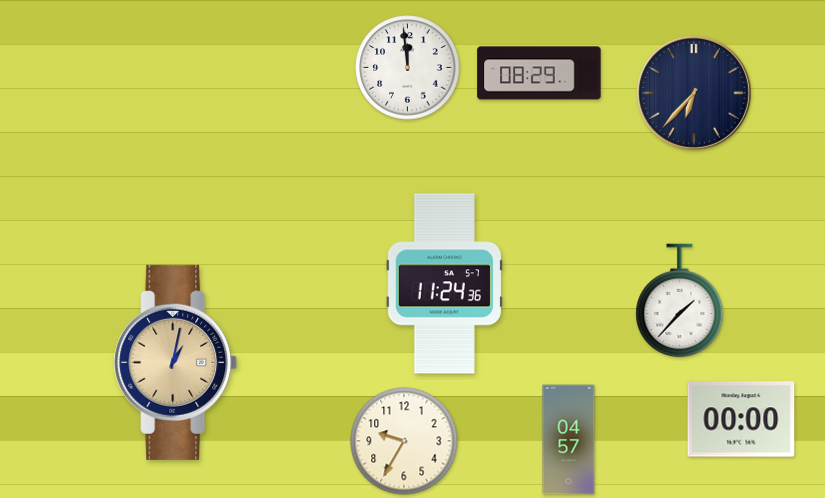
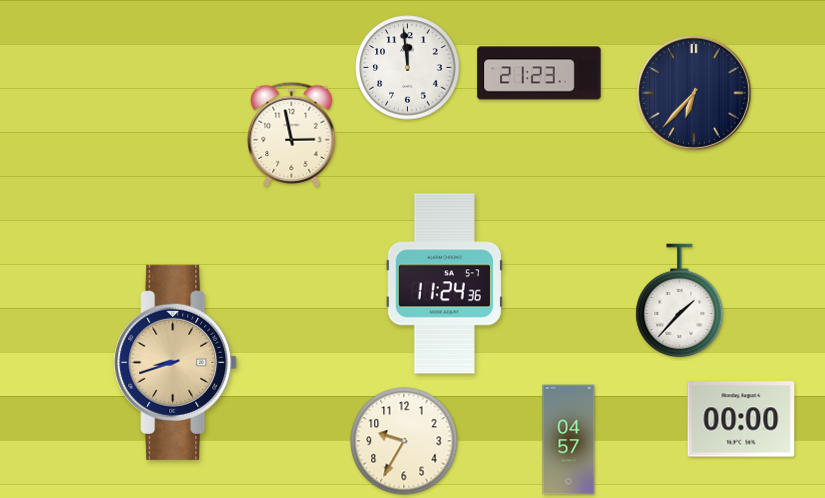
clock at (539, 73): 08:29 -> 21:23
clock at (292, 134): none -> 2:58
clock at (176, 362): 1:02 -> 8:42
